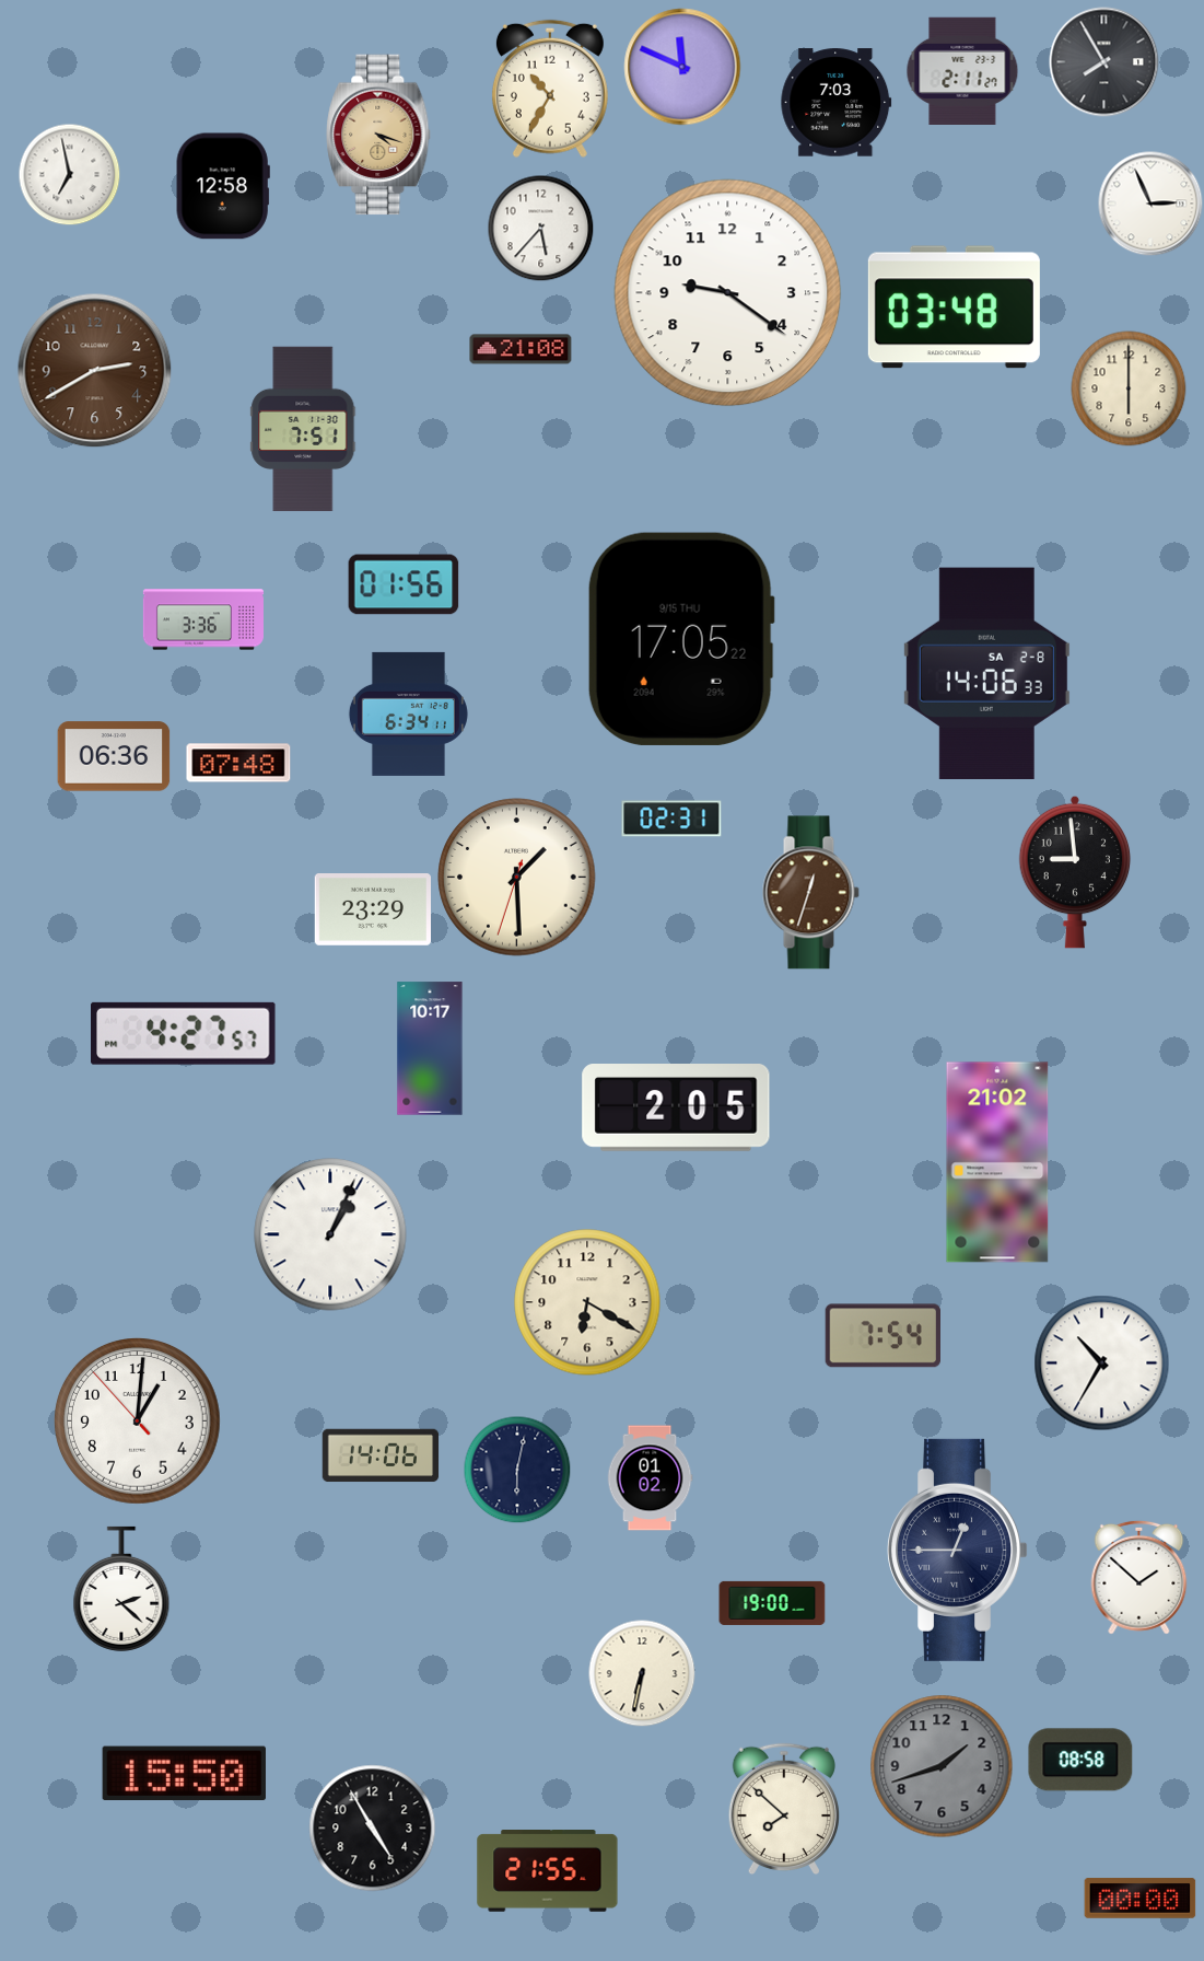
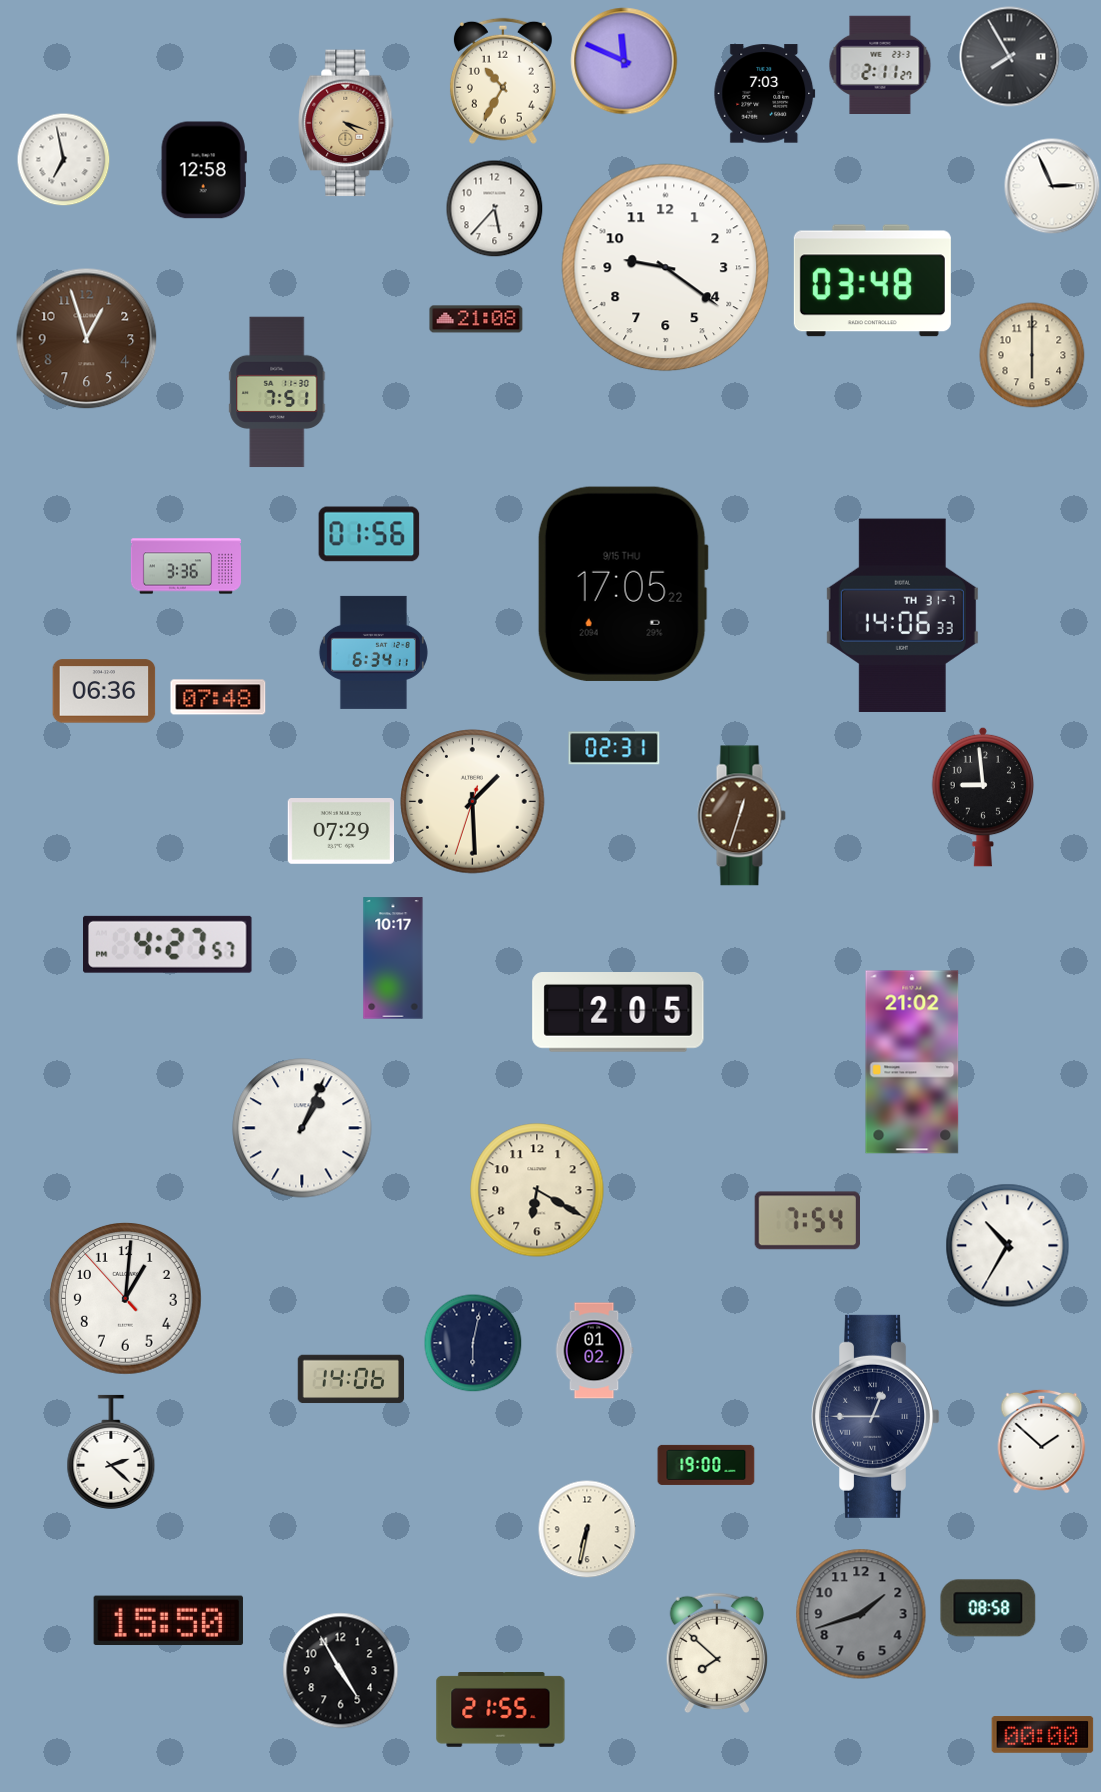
clock at (95, 371): 2:40 -> 12:57
clock at (986, 673) date: SA 2-8 -> TH 31-7
clock at (373, 910): 23:29 -> 07:29
clock at (381, 1455) position: (381, 1455) -> (351, 1379)
